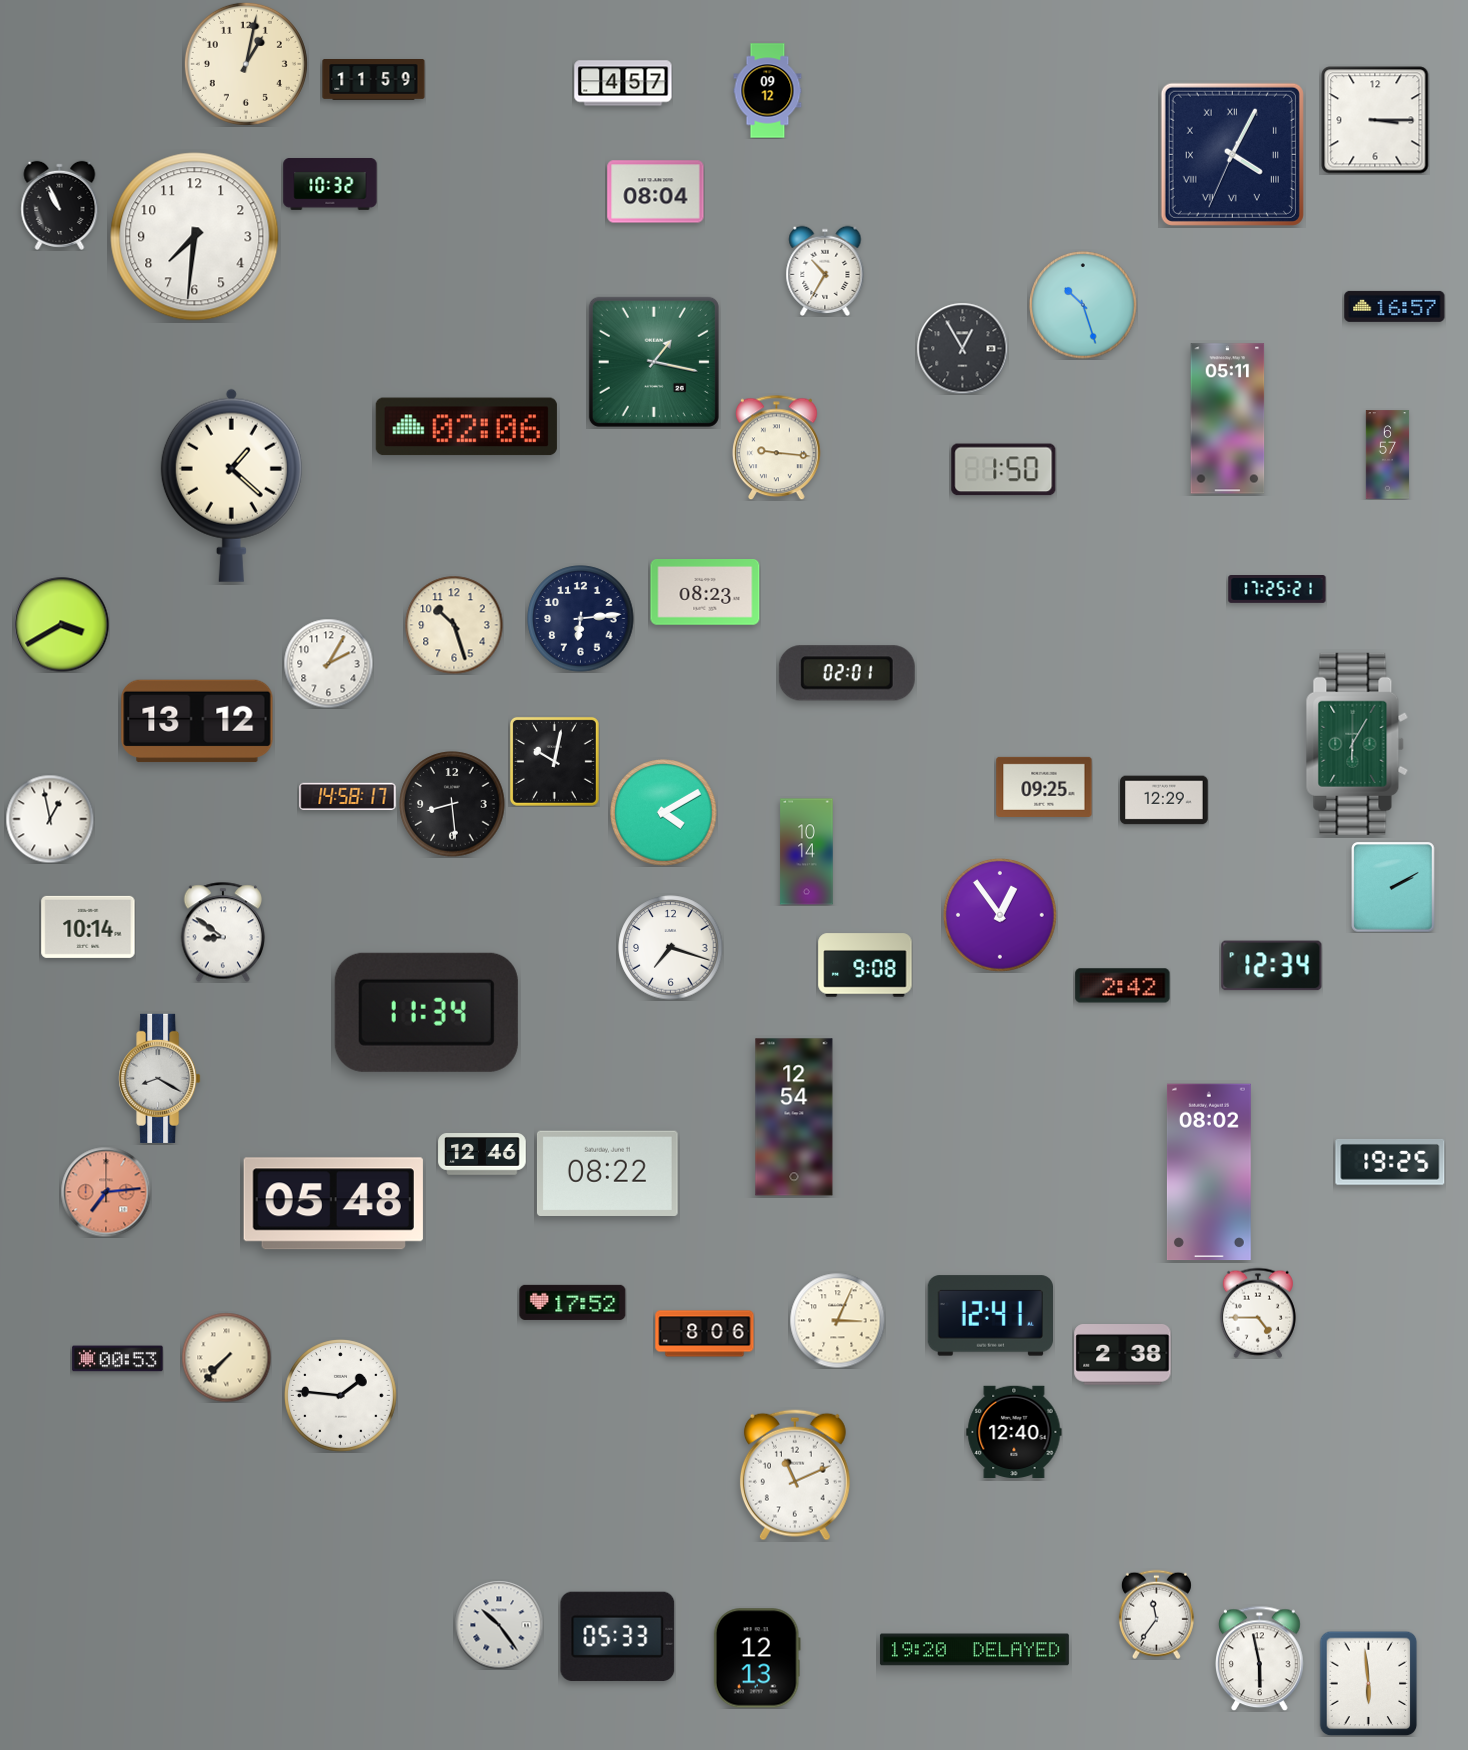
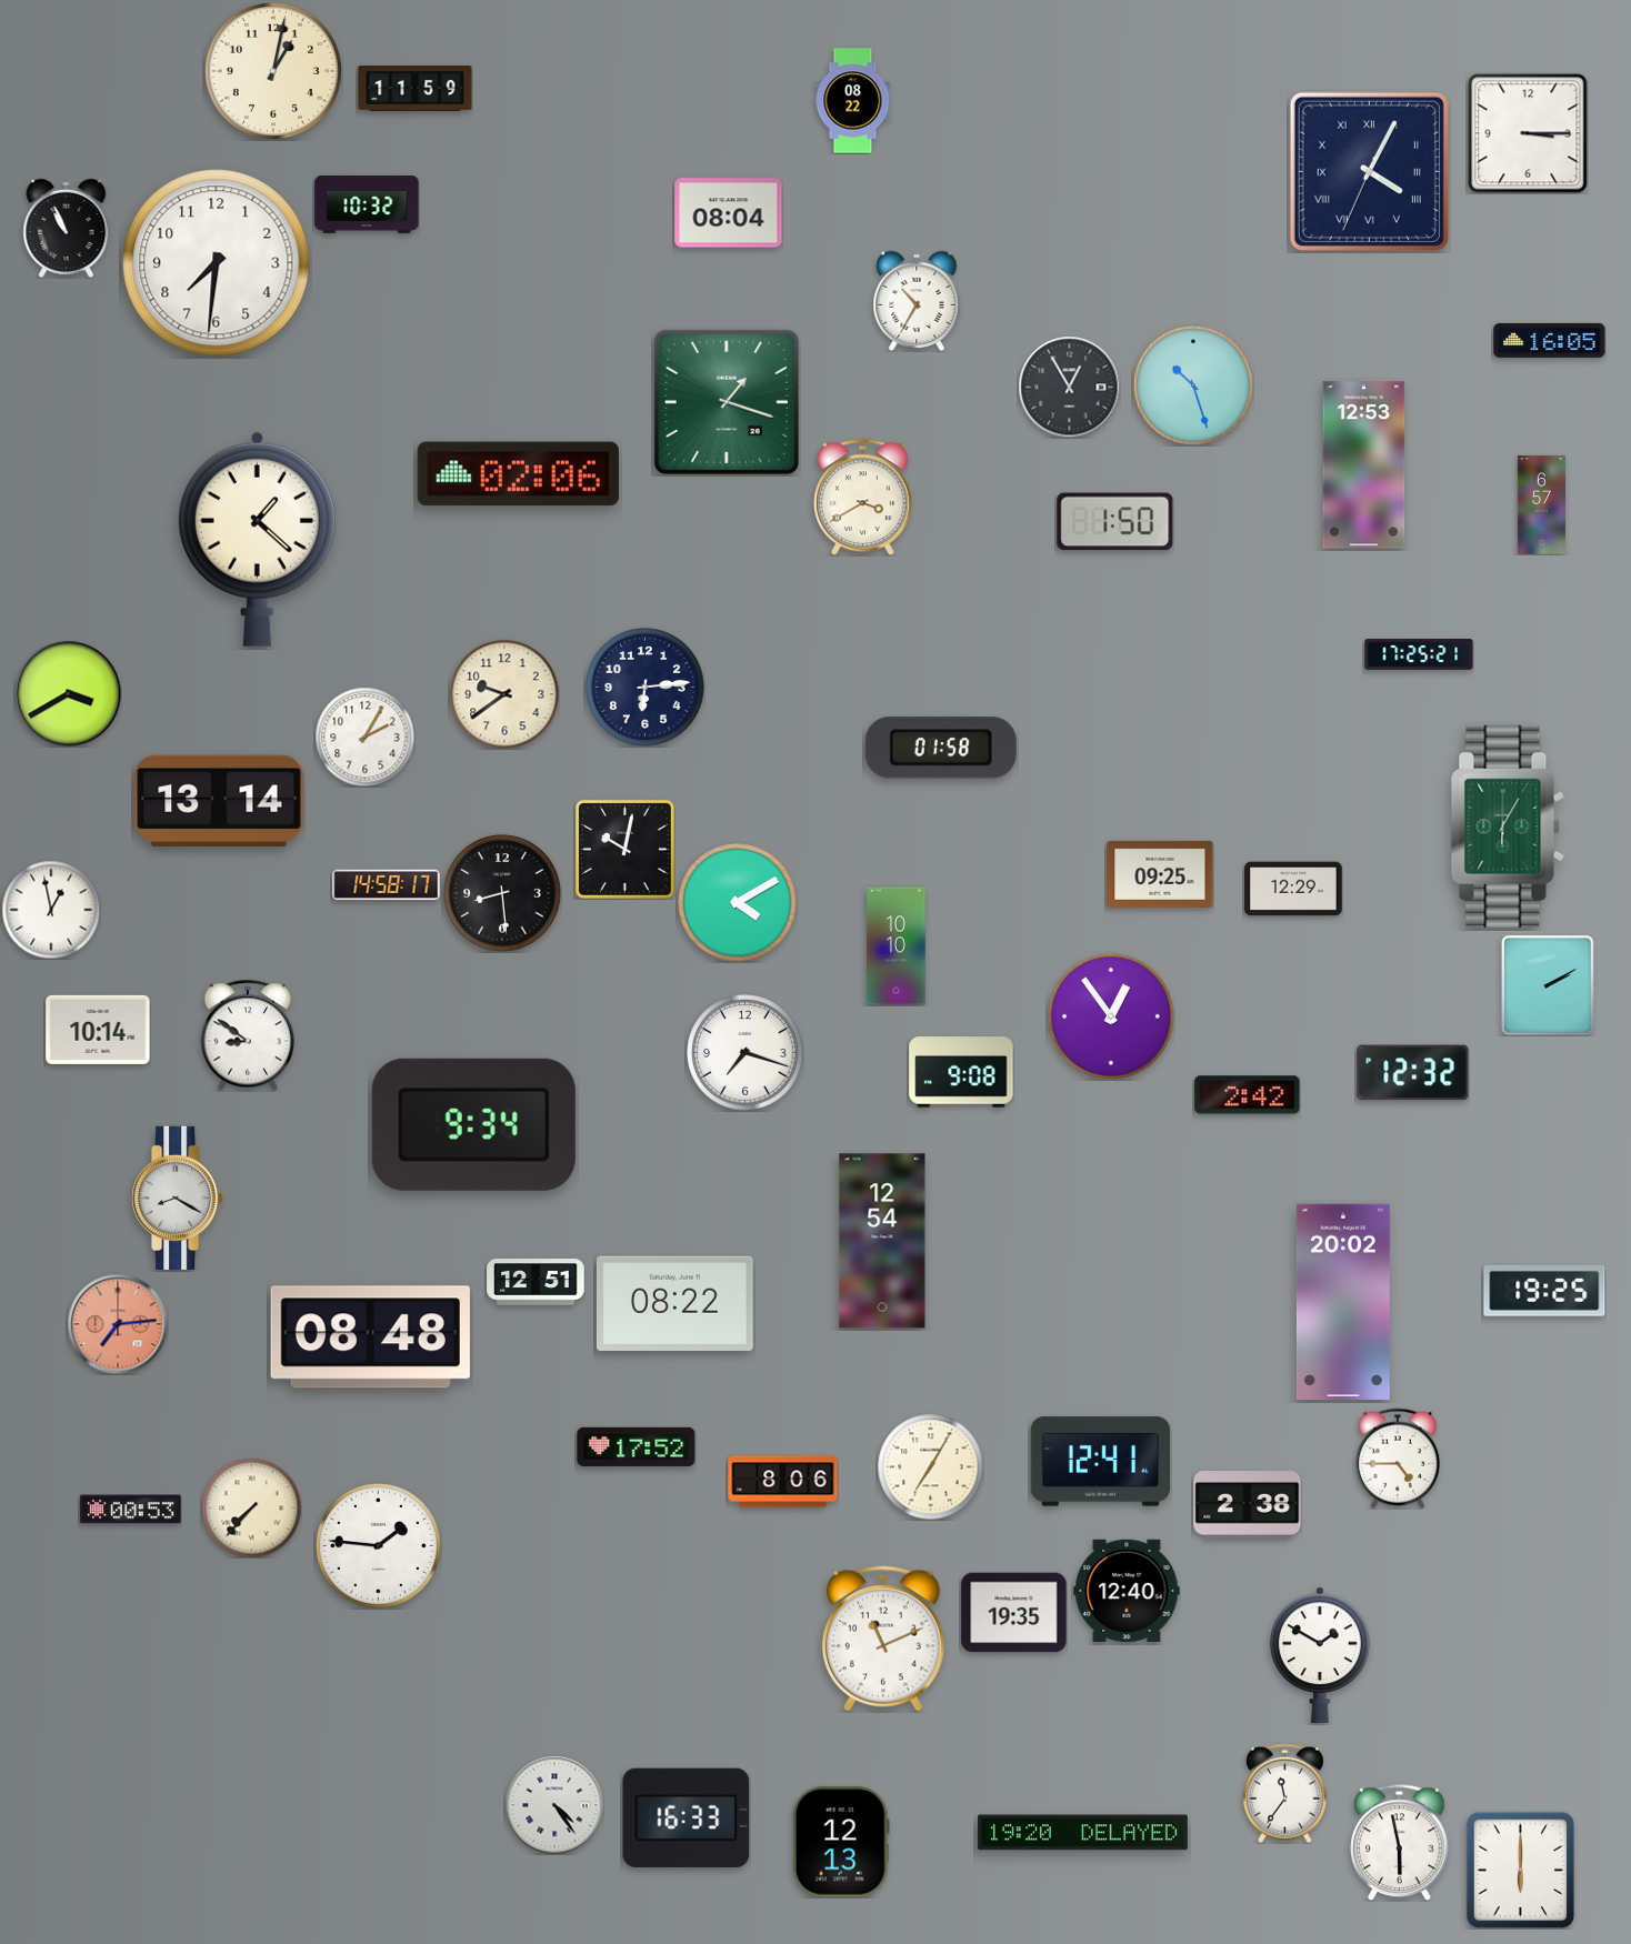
clock at (623, 83): 4:57 -> none
clock at (768, 91): 09:12 -> 08:22
clock at (1083, 305) position: (1083, 305) -> (1193, 385)
clock at (1395, 306): 16:57 -> 16:05
clock at (654, 362): 1:17 -> 1:18
clock at (1228, 419): 05:11 -> 12:53
clock at (777, 447): 9:16 -> 3:40
clock at (705, 593): 08:23 -> none
clock at (454, 625): 10:27 -> 9:39
clock at (847, 673): 02:01 -> 01:58
clock at (197, 721): 13:12 -> 13:14
clock at (554, 761) position: (554, 761) -> (624, 849)
clock at (50, 819) position: (50, 819) -> (51, 910)
clock at (807, 852): 10:14 -> 10:10
clock at (1272, 966): 12:34 -> 12:32
clock at (426, 1012): 11:34 -> 9:34
clock at (482, 1155): 12:46 -> 12:51
clock at (1209, 1172): 08:02 -> 20:02
clock at (333, 1204): 05:48 -> 08:48
clock at (837, 1320): 3:04 -> 7:05
clock at (341, 1396) position: (341, 1396) -> (379, 1546)
clock at (1014, 1613): none -> 19:35
clock at (1320, 1655): none -> 1:50
clock at (499, 1625): 10:24 -> 4:24
clock at (618, 1636): 05:33 -> 16:33
clock at (1369, 1683): 5:59 -> 6:00
